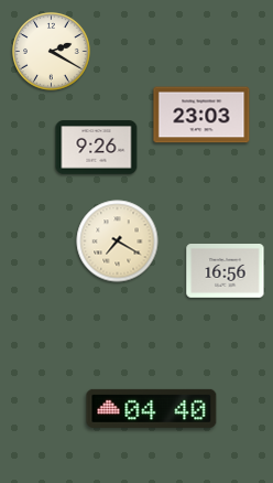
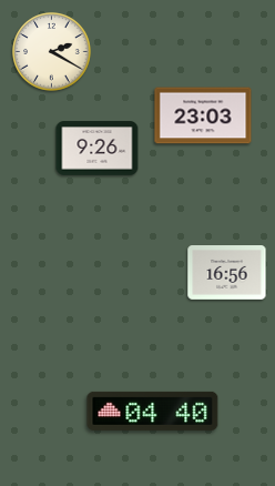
clock at (118, 241): 7:20 -> none
